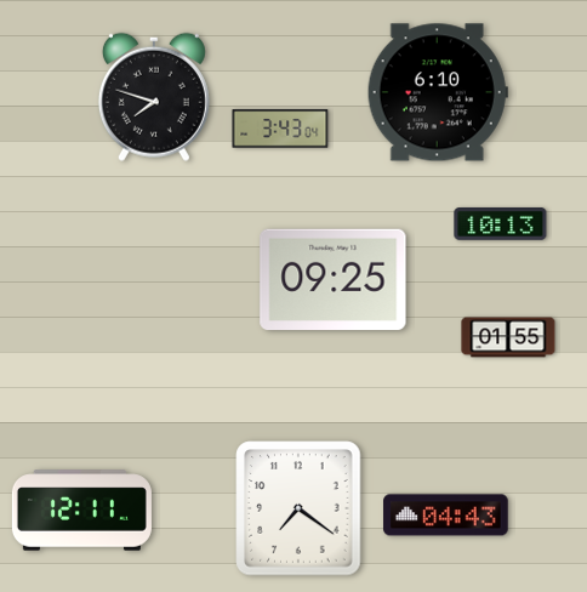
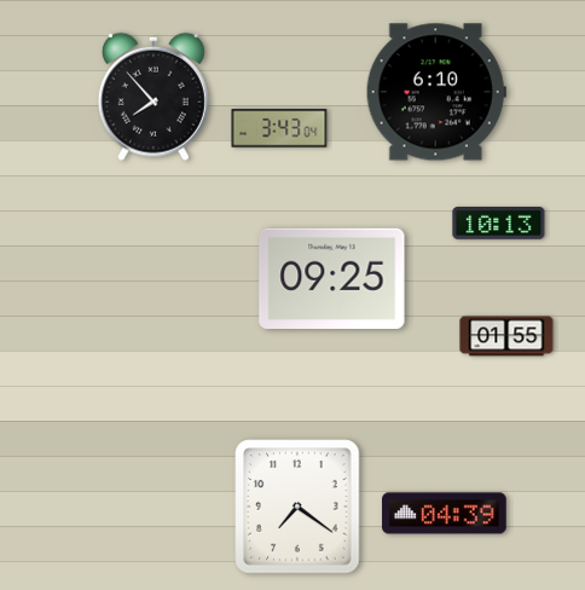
clock at (154, 97): 7:48 -> 7:53
clock at (81, 511): 12:11 -> none
clock at (446, 516): 04:43 -> 04:39
